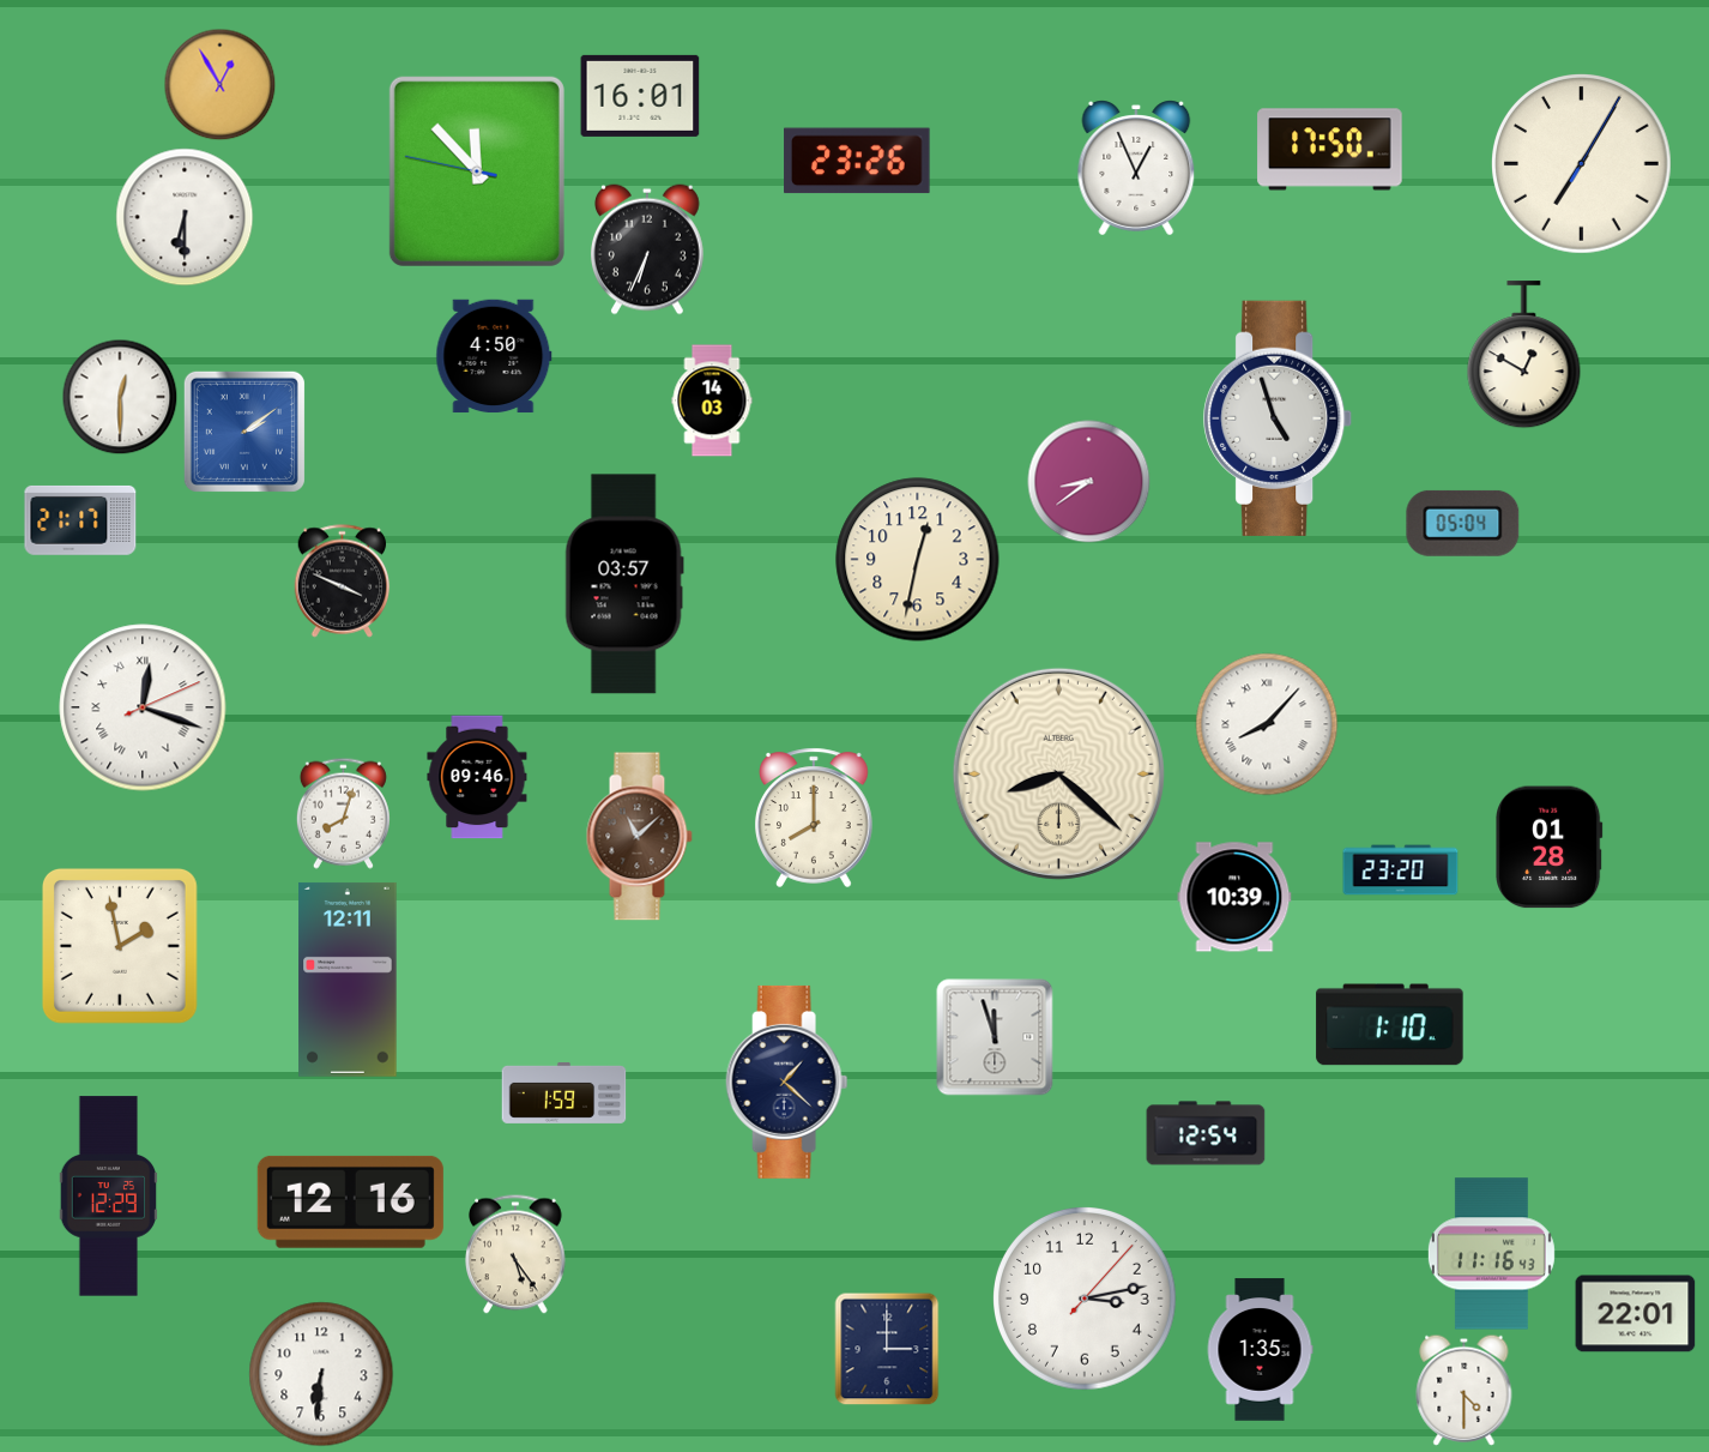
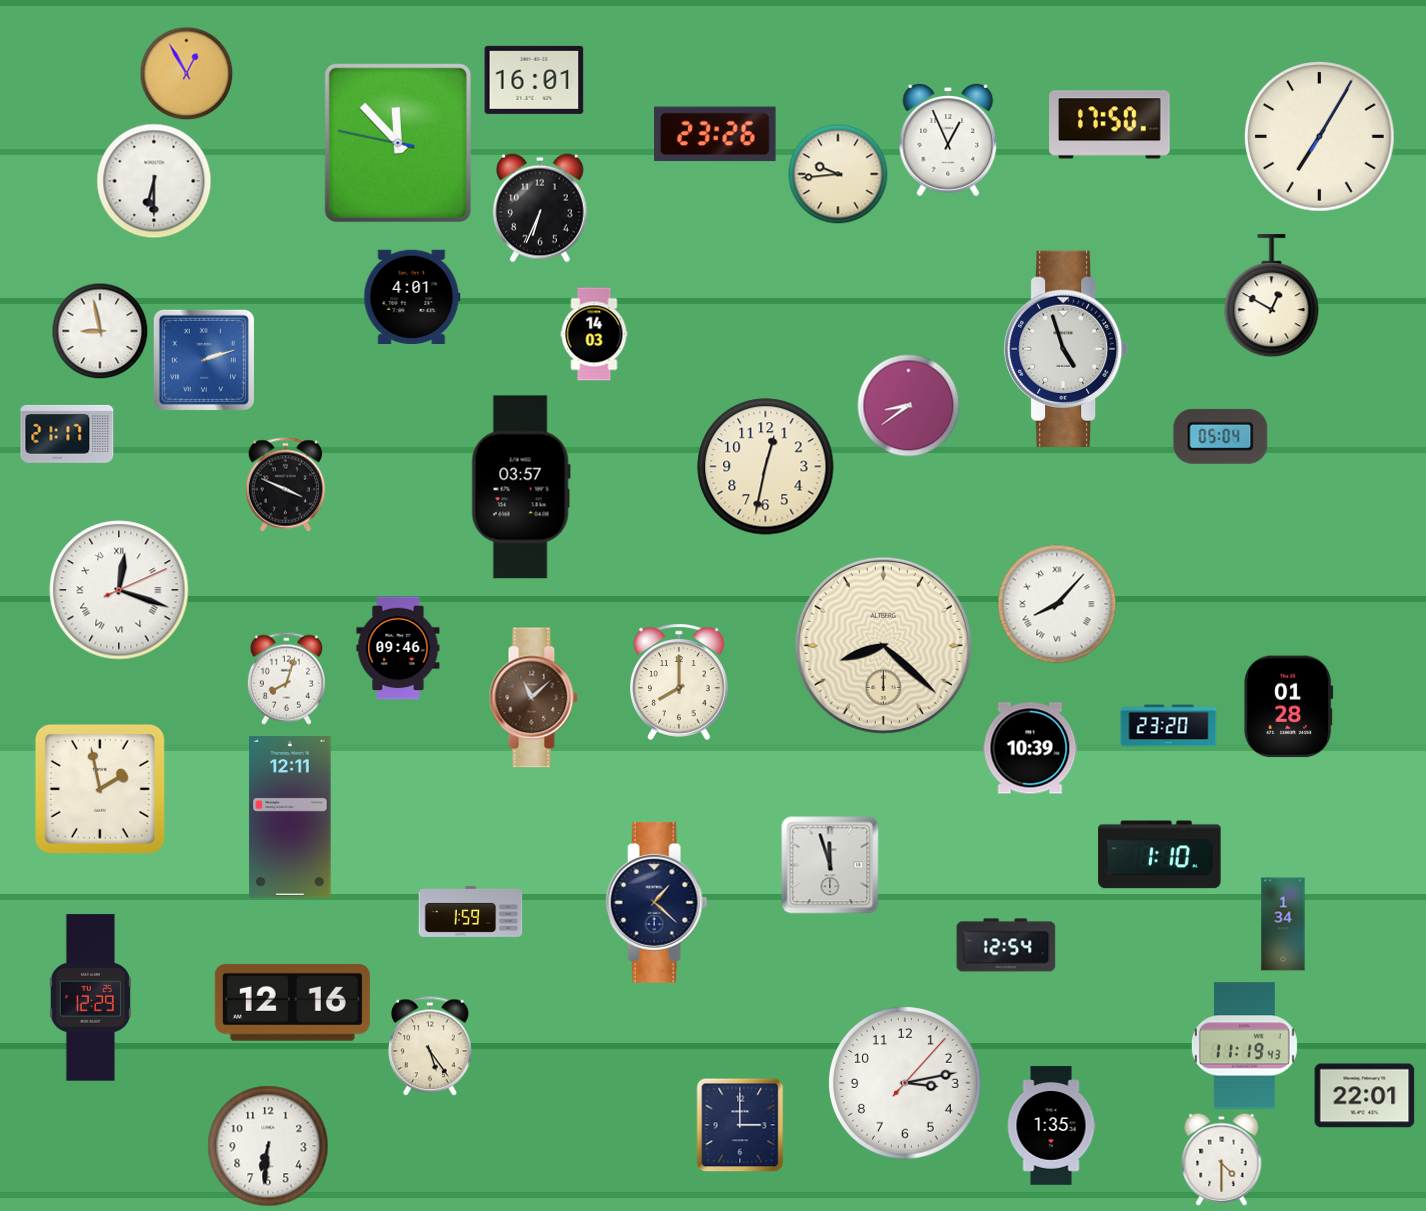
clock at (219, 84) position: (219, 84) -> (186, 73)
clock at (838, 174): none -> 9:44
clock at (494, 356): 4:50 -> 4:01
clock at (120, 397): 12:30 -> 8:58
clock at (244, 432): 2:09 -> 2:12
clock at (1089, 482) position: (1089, 482) -> (909, 406)
clock at (1550, 848) position: (1550, 848) -> (1289, 707)
clock at (1283, 924): none -> 1:34
clock at (1491, 1254): 11:16 -> 11:19
